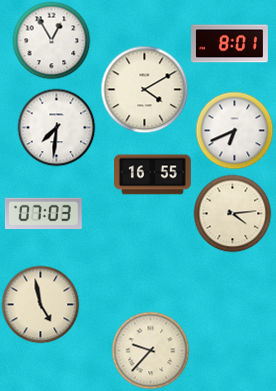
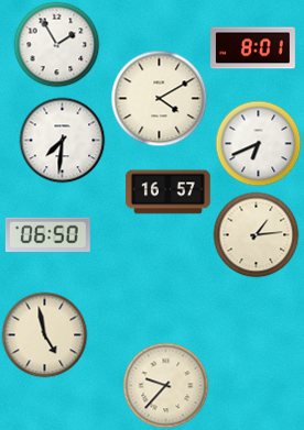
clock at (51, 40): 12:55 -> 1:55
clock at (153, 175): 16:55 -> 16:57
clock at (43, 213): 07:03 -> 06:50
clock at (232, 213): 4:14 -> 1:14
